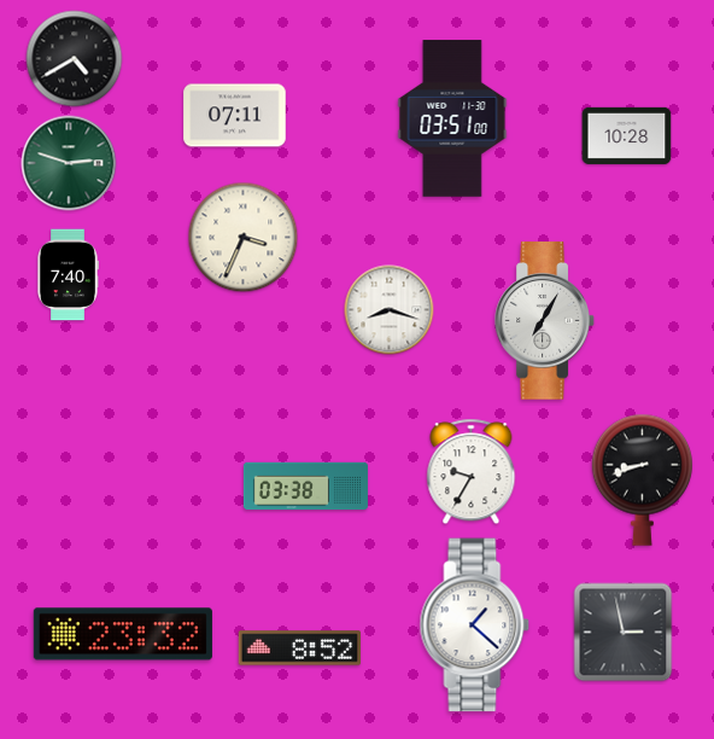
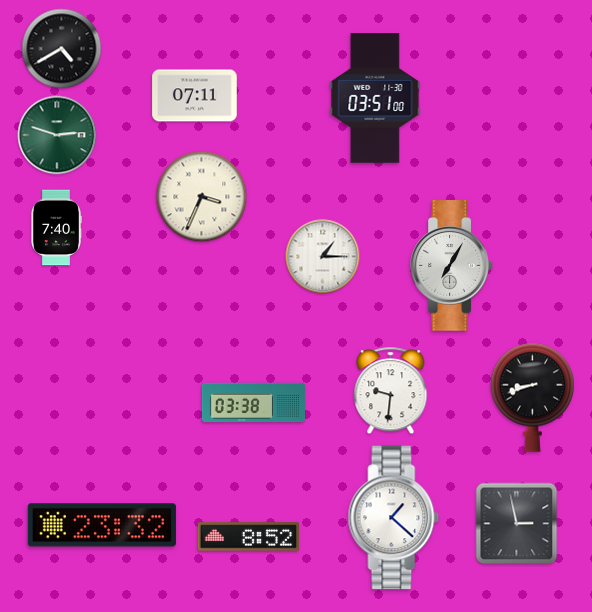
clock at (627, 135): 10:28 -> none
clock at (390, 310): 8:18 -> 1:15
clock at (472, 472): 9:35 -> 9:31
